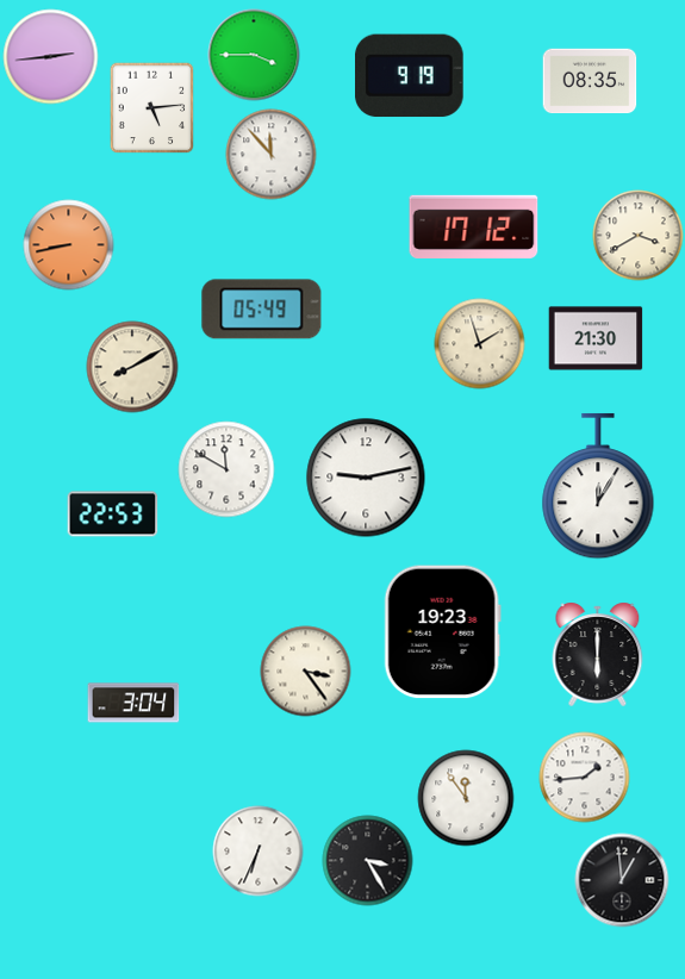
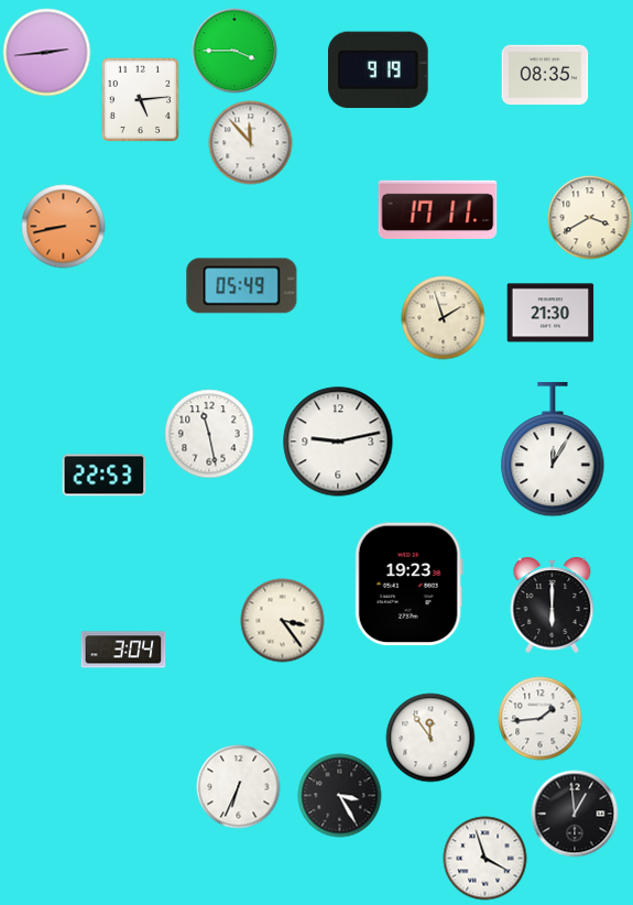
clock at (474, 226): 17:12 -> 17:11
clock at (132, 367): 8:10 -> none
clock at (226, 469): 11:50 -> 11:28
clock at (485, 859): none -> 3:57
